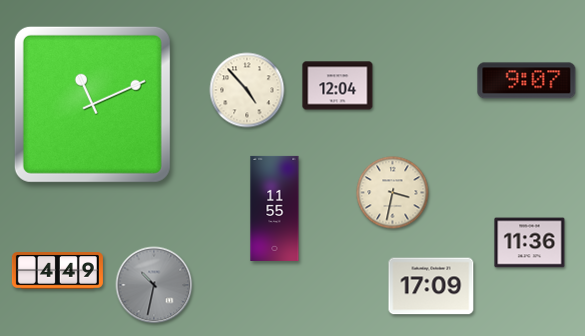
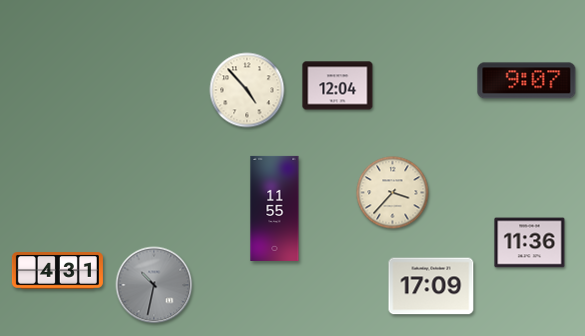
clock at (92, 104): 11:11 -> none
clock at (393, 193): 3:32 -> 3:37
clock at (57, 271): 4:49 -> 4:31
